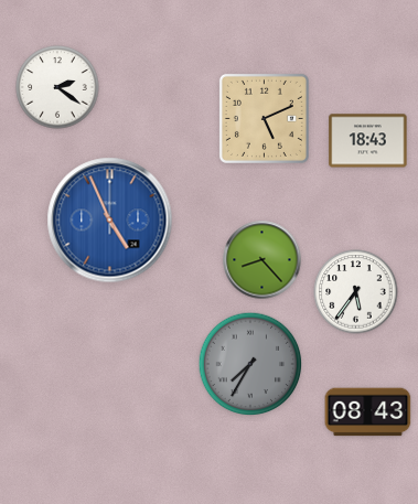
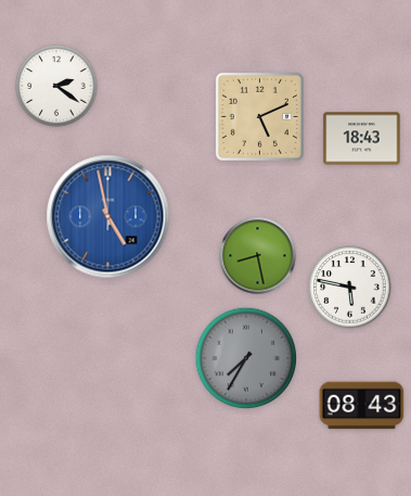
clock at (110, 221): 4:56 -> 4:58
clock at (262, 260): 8:23 -> 8:28
clock at (356, 292): 5:36 -> 5:47
